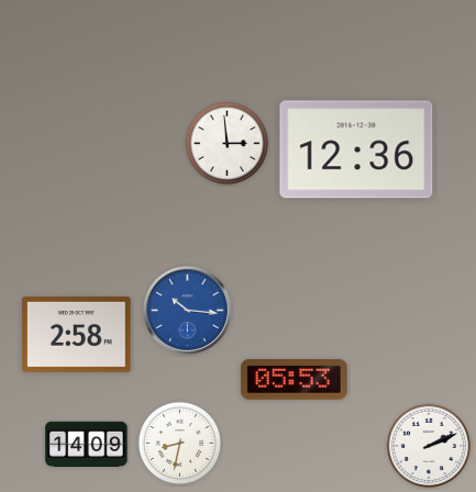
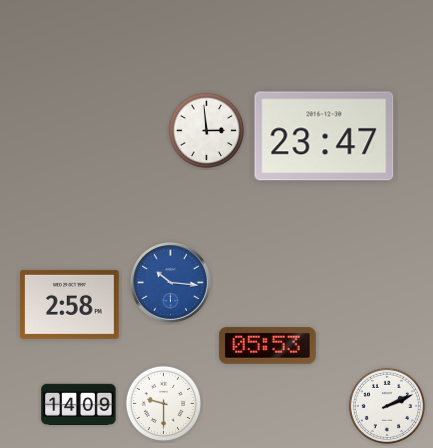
clock at (356, 149): 12:36 -> 23:47
clock at (179, 443): 8:32 -> 9:30
clock at (428, 445) position: (428, 445) -> (386, 405)
